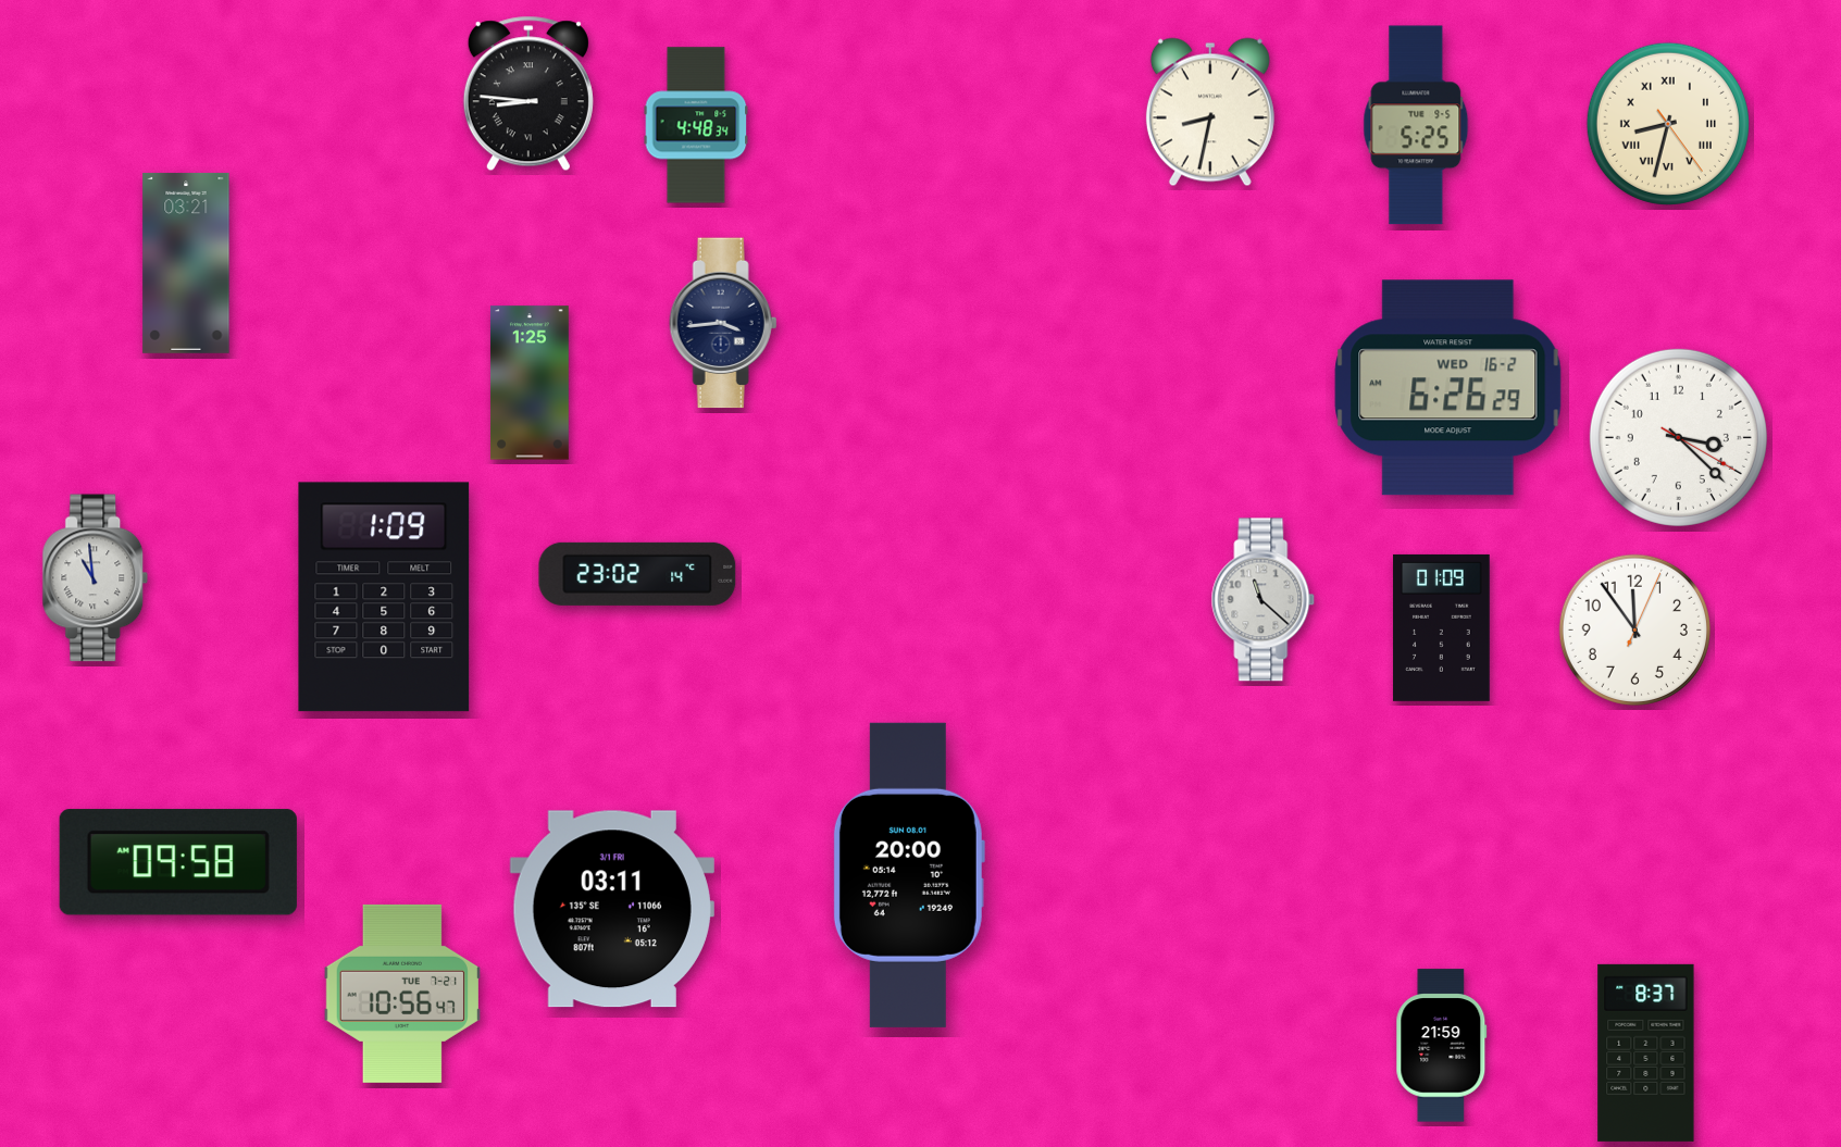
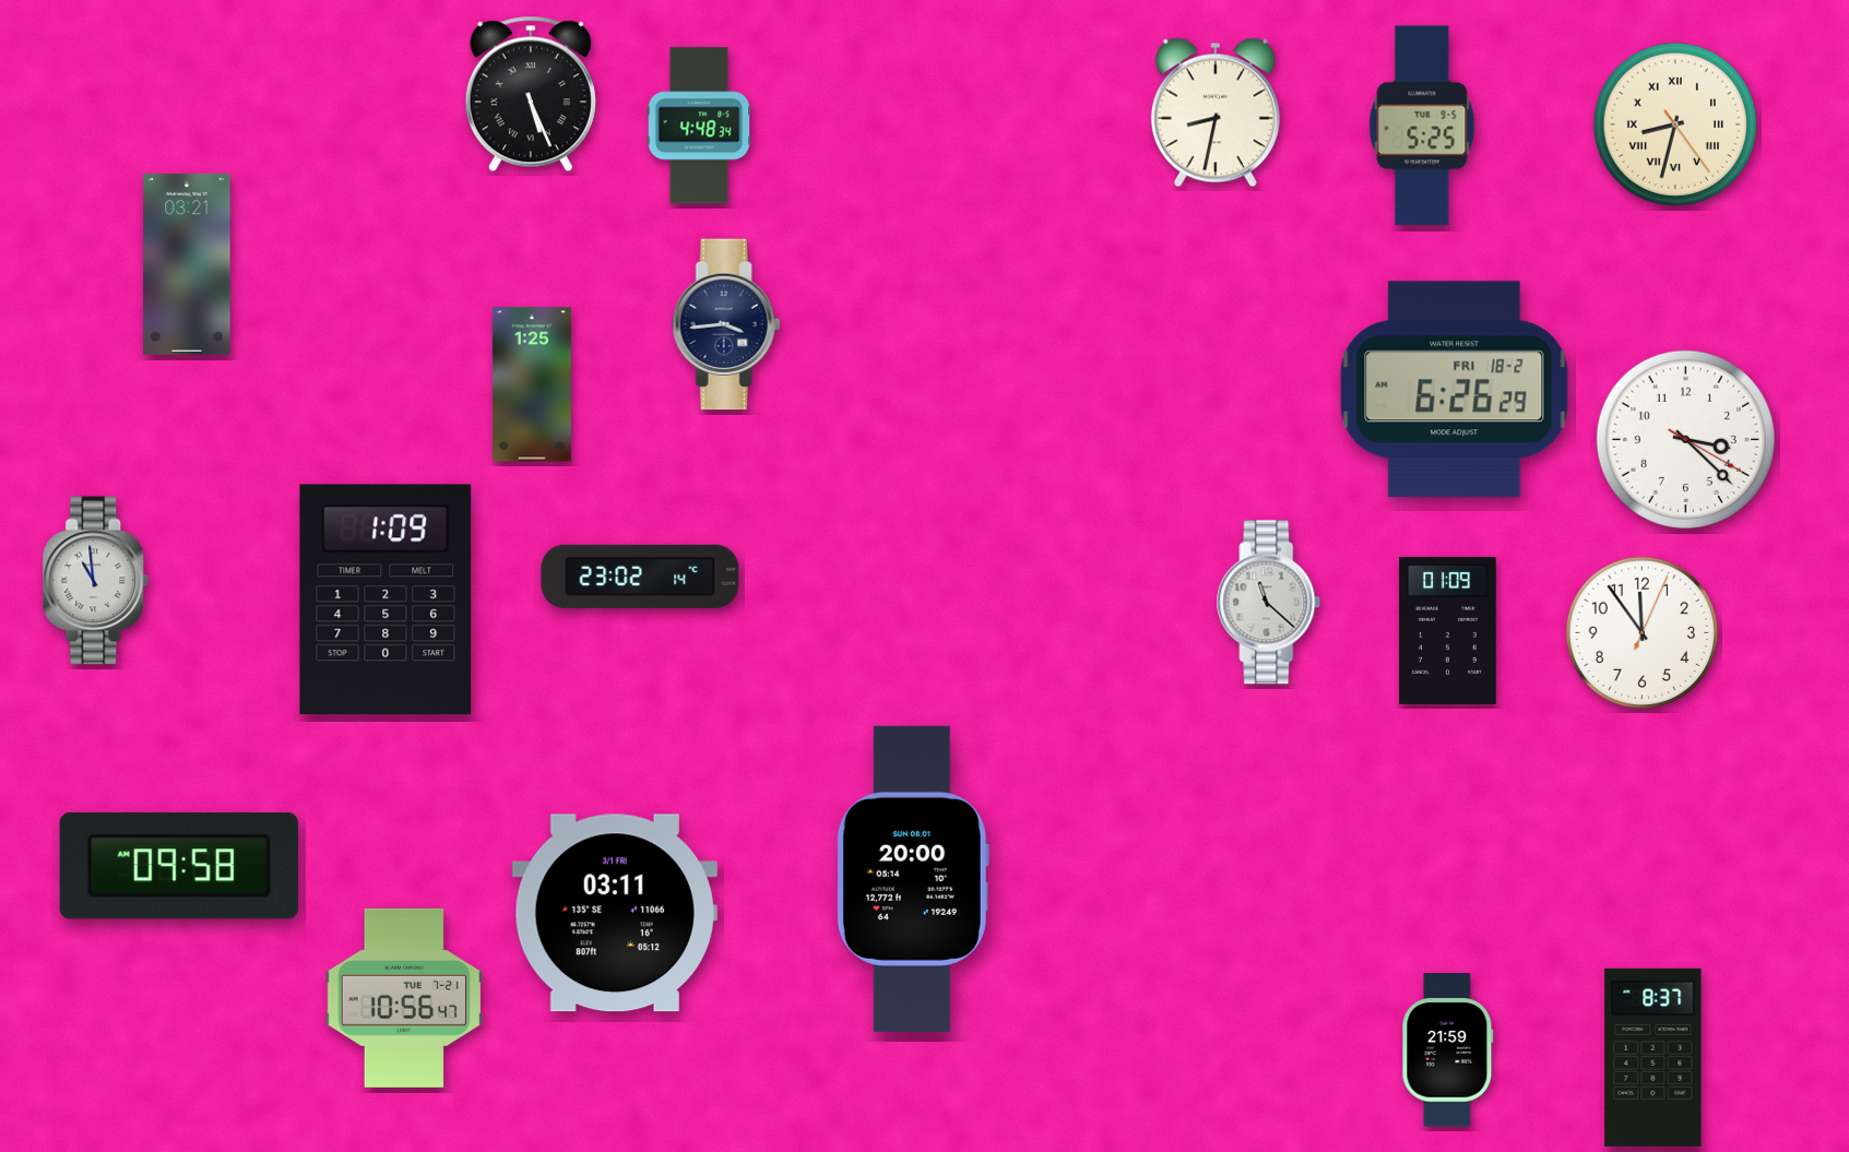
clock at (528, 93): 8:46 -> 5:26
clock at (1448, 388) date: WED 16-2 -> FRI 18-2
